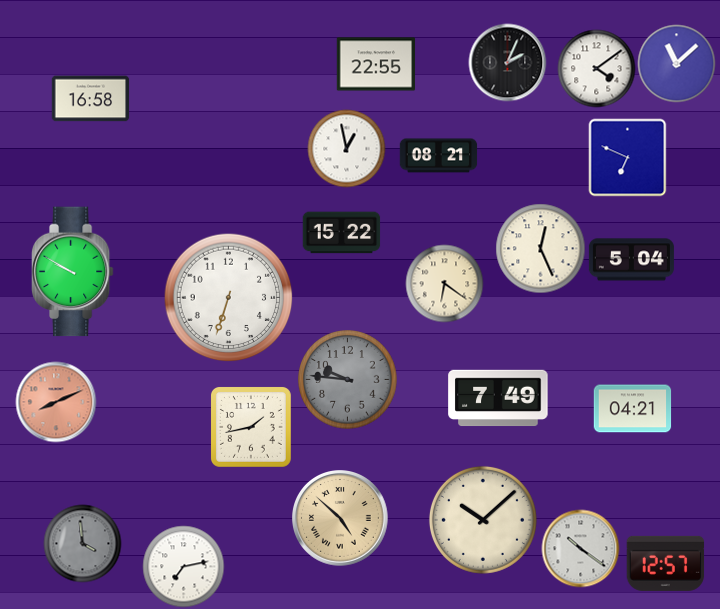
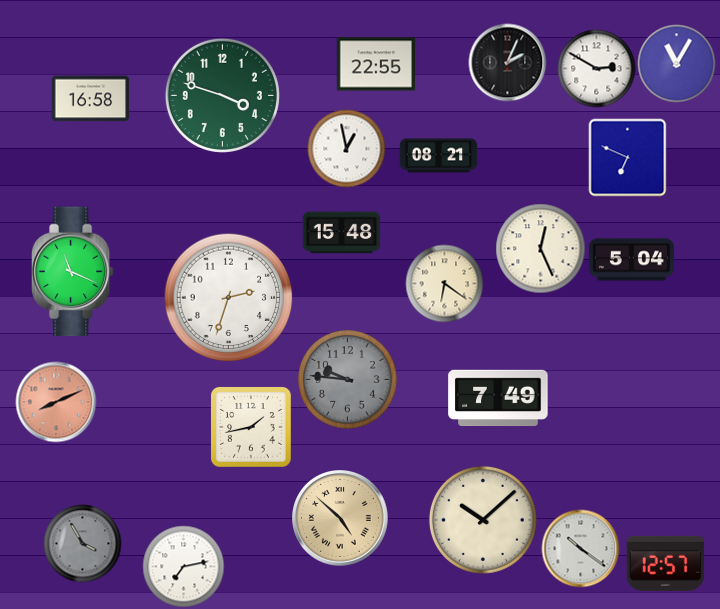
clock at (676, 63): 11:08 -> 11:05
clock at (596, 68): 4:09 -> 2:50
clock at (222, 95): none -> 3:48
clock at (341, 233): 15:22 -> 15:48
clock at (72, 272): 9:50 -> 11:19
clock at (228, 297): 6:33 -> 2:33
clock at (632, 409): 04:21 -> none
clock at (82, 543): 3:59 -> 3:55
